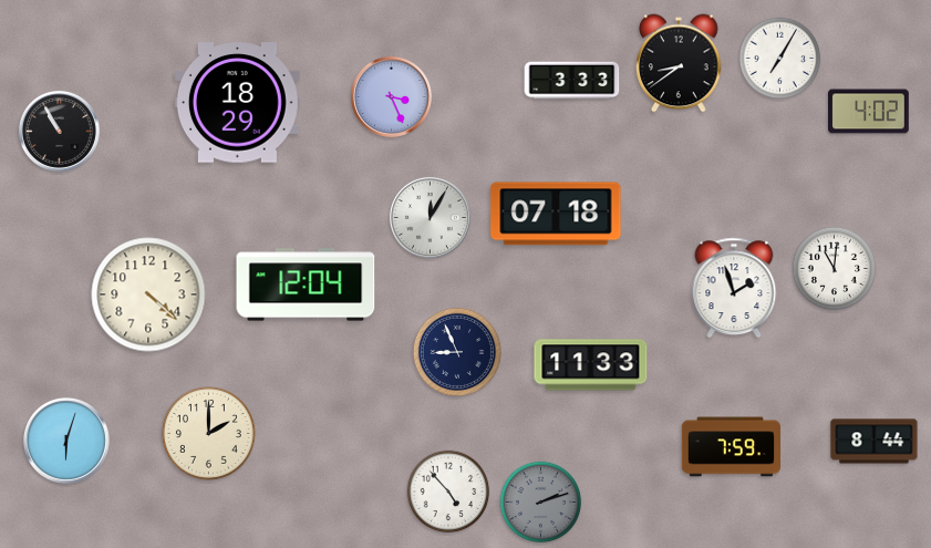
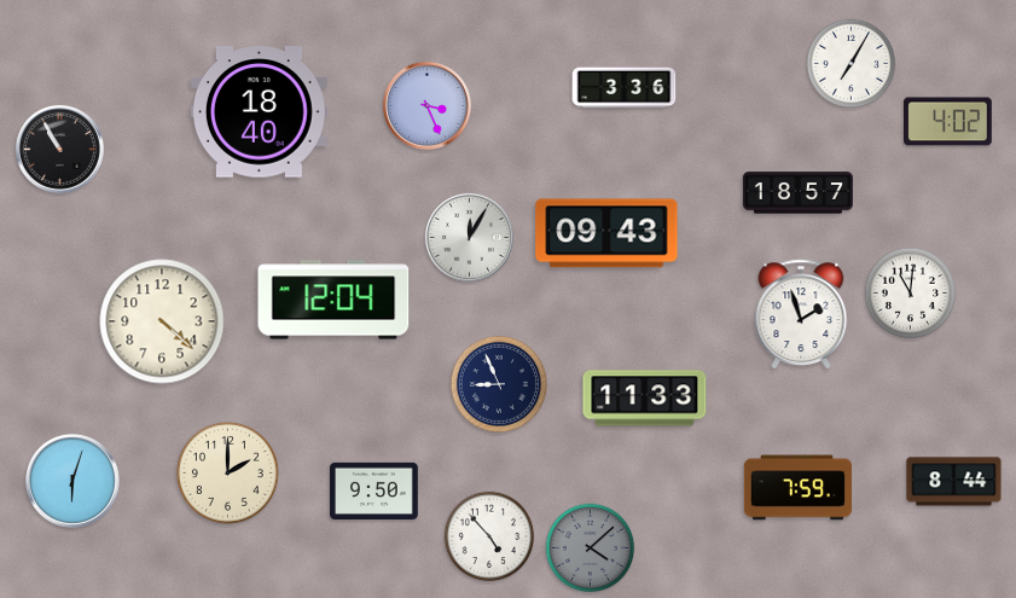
clock at (679, 63): 8:39 -> none
clock at (572, 81): 3:33 -> 3:36
clock at (237, 103): 18:29 -> 18:40
clock at (59, 131) position: (59, 131) -> (59, 149)
clock at (797, 193): none -> 18:57
clock at (556, 214): 07:18 -> 09:43
clock at (306, 285) position: (306, 285) -> (333, 300)
clock at (375, 490): none -> 9:50
clock at (541, 503): 2:12 -> 4:08
